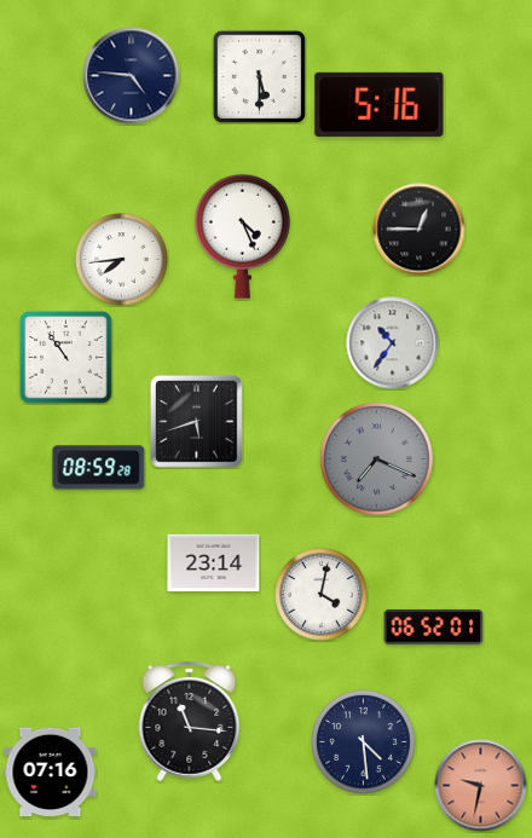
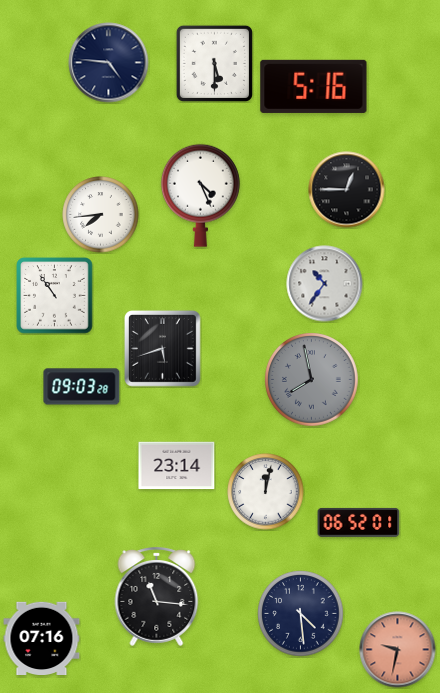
clock at (377, 460): 7:19 -> 7:58
clock at (99, 468): 08:59 -> 09:03
clock at (322, 595): 4:02 -> 12:02
clock at (434, 626) position: (434, 626) -> (359, 522)
